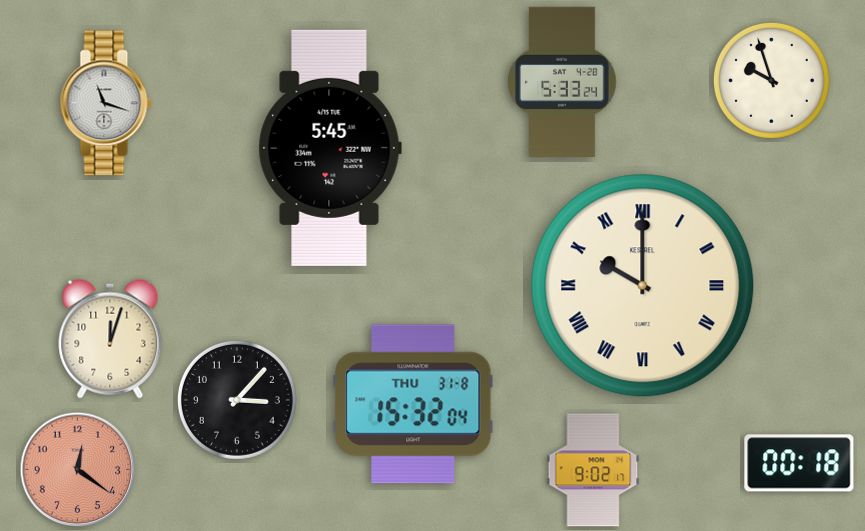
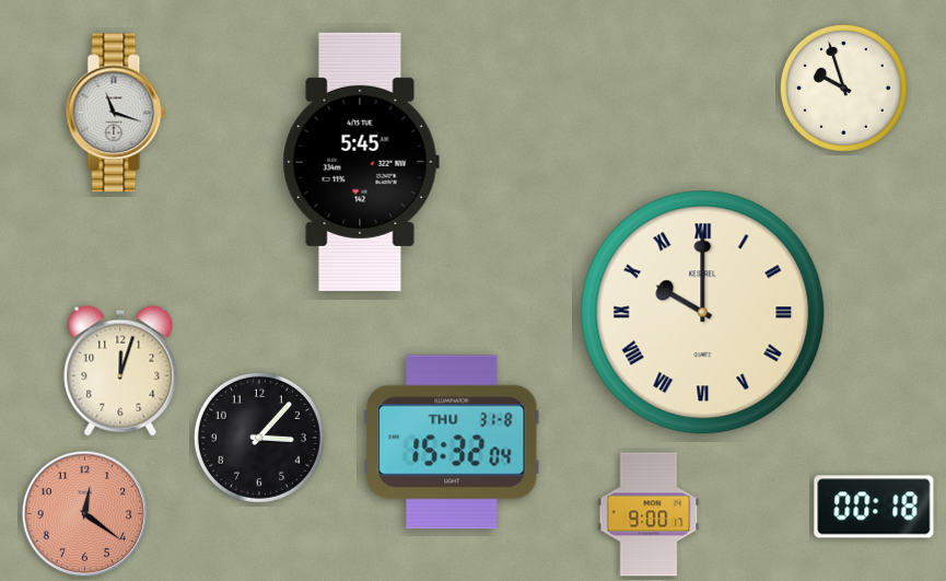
clock at (562, 81): 5:33 -> none
clock at (593, 470): 9:02 -> 9:00
